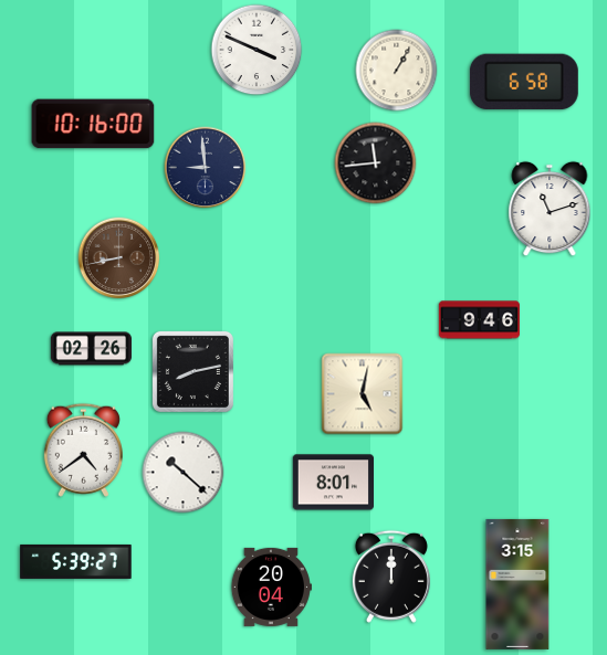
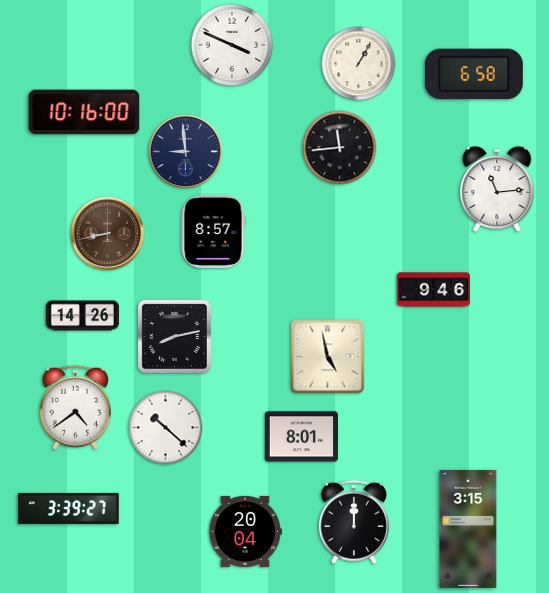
clock at (550, 209): 11:12 -> 11:14
clock at (213, 231): none -> 8:57
clock at (91, 349): 02:26 -> 14:26
clock at (363, 394): 5:02 -> 4:58
clock at (76, 561): 5:39 -> 3:39
